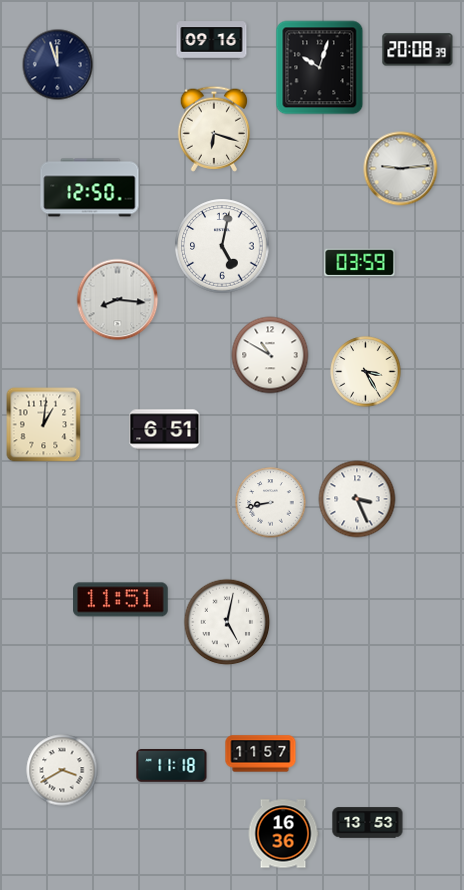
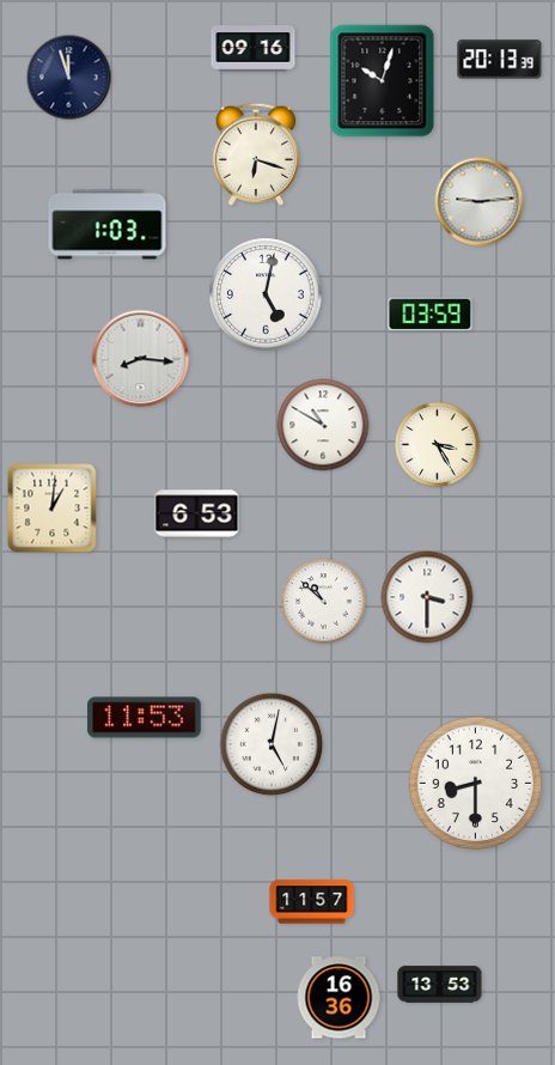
clock at (418, 50): 20:08 -> 20:13
clock at (90, 188): 12:50 -> 1:03
clock at (165, 430): 6:51 -> 6:53
clock at (357, 499): 3:26 -> 3:30
clock at (271, 503): 8:43 -> 10:52
clock at (121, 600): 11:51 -> 11:53
clock at (476, 784): none -> 8:30
clock at (172, 766): 11:18 -> none
clock at (62, 770): 3:40 -> none
